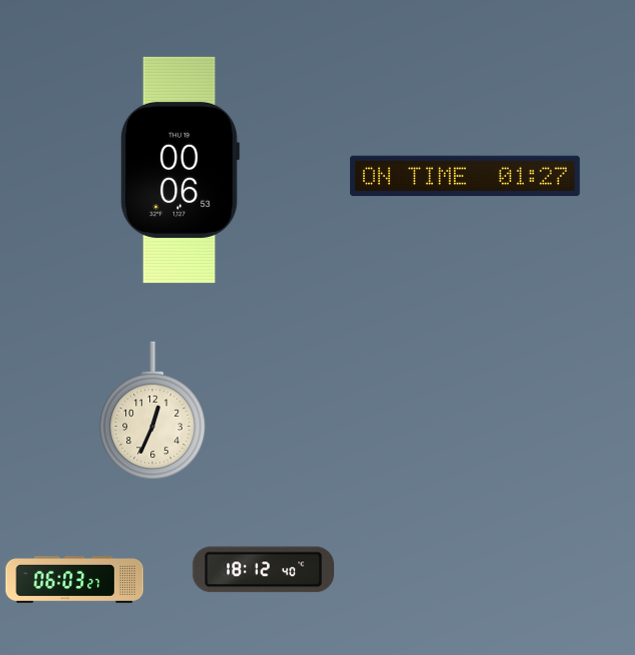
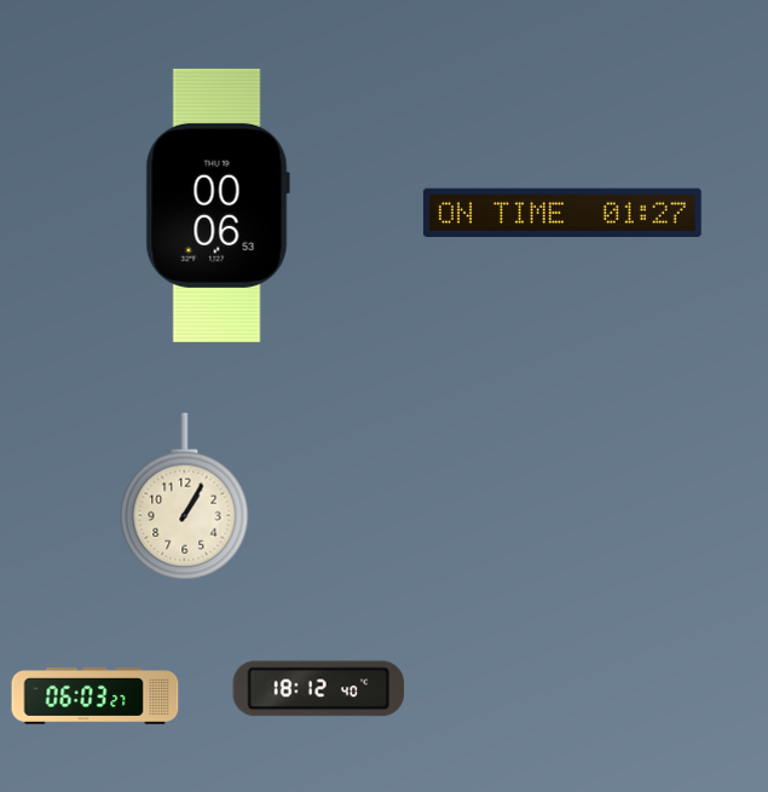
clock at (153, 411): 12:34 -> 1:05
clock at (75, 579) position: (75, 579) -> (96, 695)
